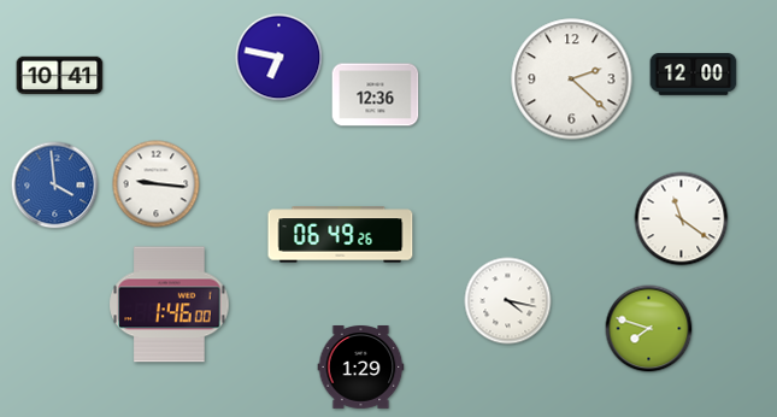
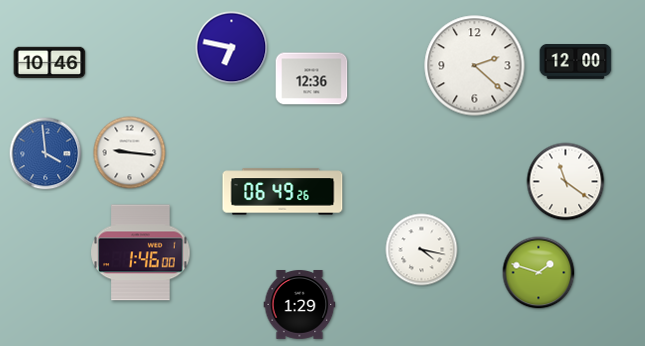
clock at (60, 76): 10:41 -> 10:46
clock at (341, 235) position: (341, 235) -> (283, 192)
clock at (649, 329): 7:48 -> 1:48
